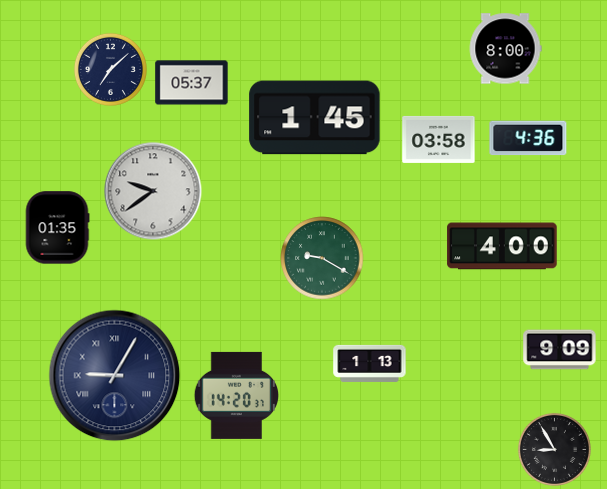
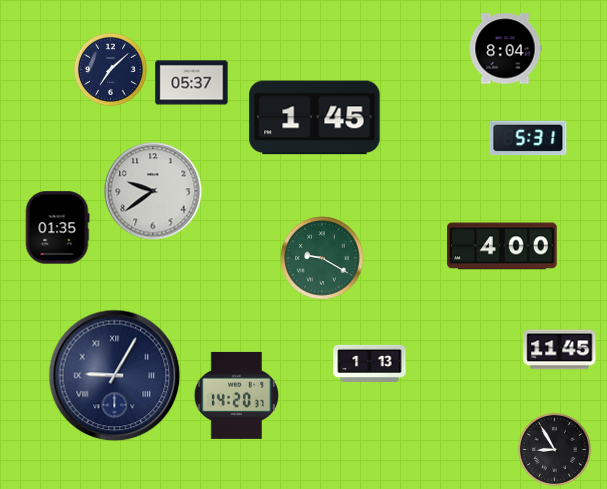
clock at (505, 49): 8:00 -> 8:04
clock at (528, 138): 4:36 -> 5:31
clock at (439, 139): 03:58 -> none
clock at (560, 350): 9:09 -> 11:45
